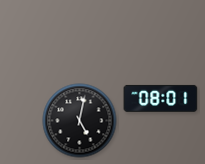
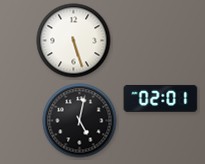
clock at (74, 41): none -> 5:27
clock at (161, 98): 08:01 -> 02:01
